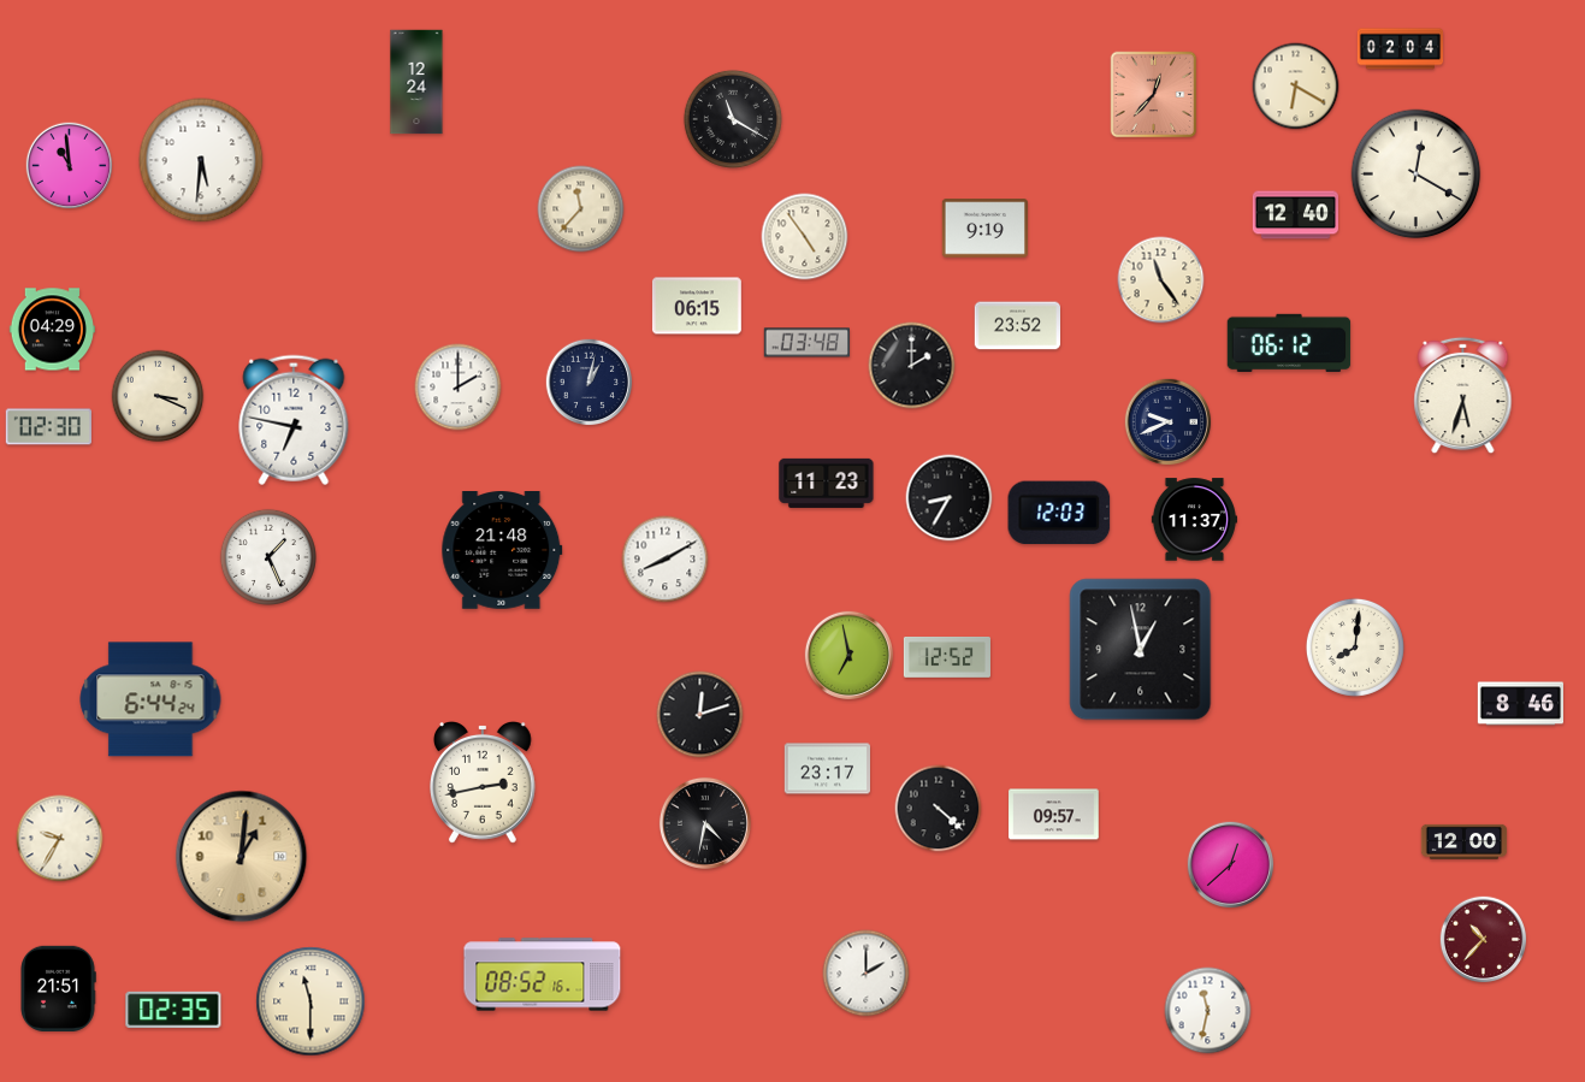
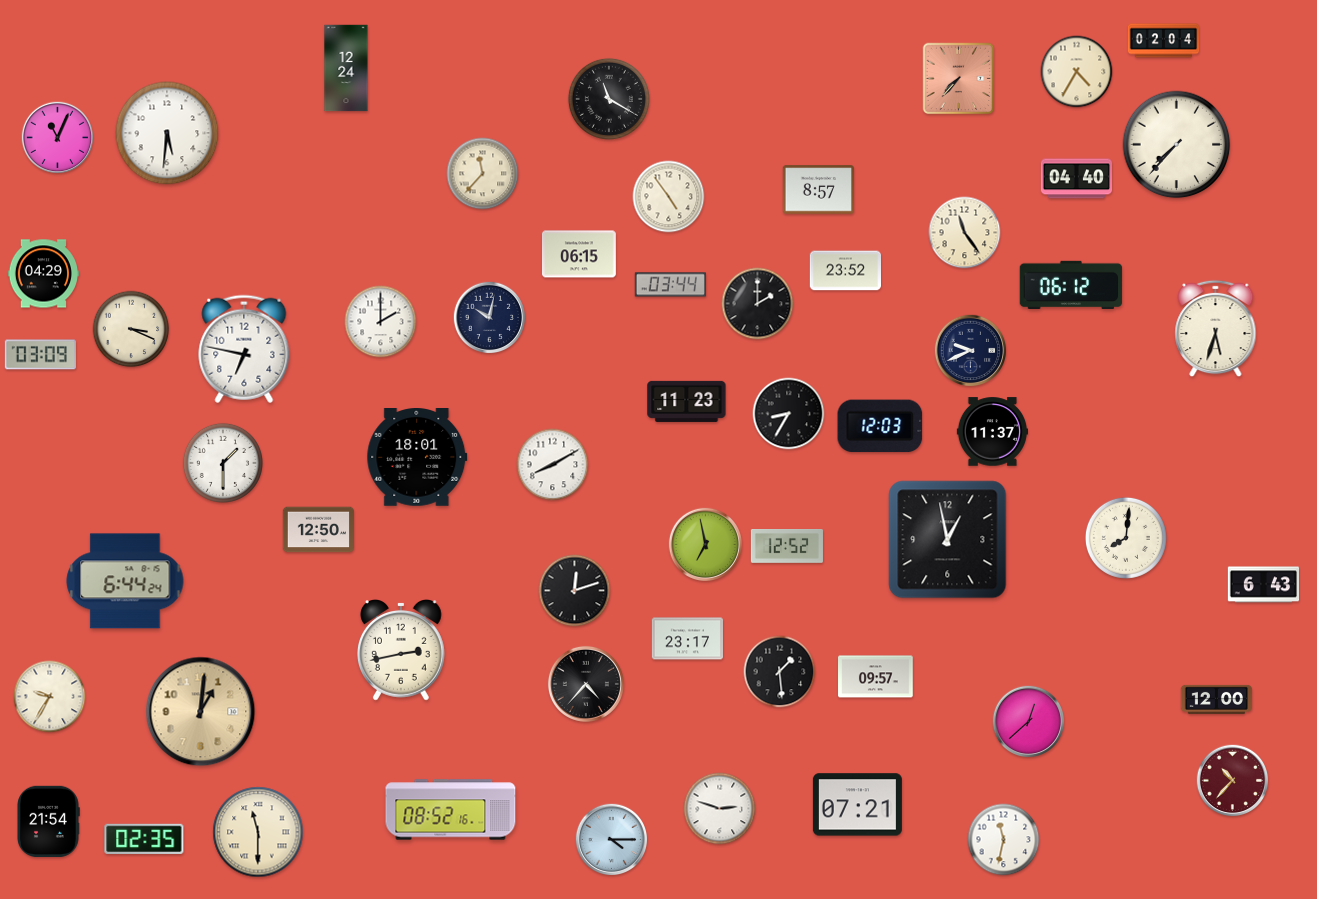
clock at (1296, 87): 6:20 -> 4:35
clock at (1154, 95): 12:37 -> 7:37
clock at (70, 166): 10:59 -> 11:04
clock at (1417, 175): 12:20 -> 7:37
clock at (1295, 215): 12:40 -> 04:40
clock at (984, 229): 9:19 -> 8:57
clock at (806, 343): 03:48 -> 03:44
clock at (590, 383): 1:02 -> 10:02
clock at (48, 427): 02:30 -> 03:09
clock at (502, 551): 21:48 -> 18:01
clock at (268, 557): 1:26 -> 1:30
clock at (318, 530): none -> 12:50
clock at (1520, 704): 8:46 -> 6:43
clock at (700, 715) position: (700, 715) -> (575, 591)
clock at (939, 809): 4:22 -> 1:29
clock at (705, 823): 4:32 -> 4:37
clock at (1231, 865) position: (1231, 865) -> (1029, 722)
clock at (857, 805): none -> 07:21
clock at (867, 974): 2:00 -> 2:48
clock at (58, 988): 21:51 -> 21:54
clock at (612, 840): none -> 4:15
